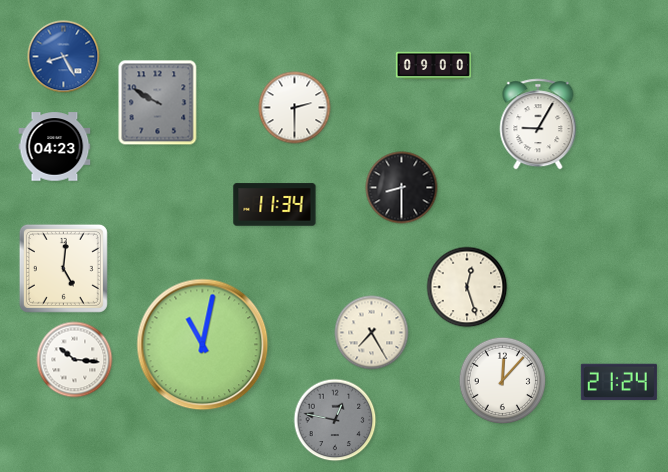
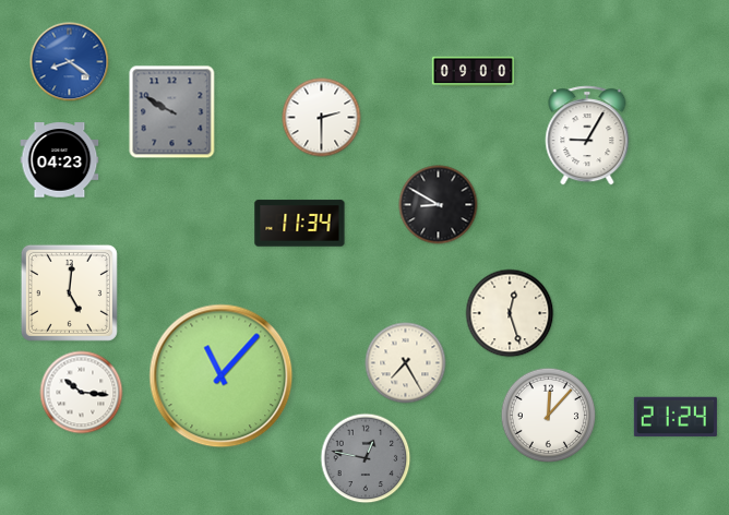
clock at (64, 57): 8:25 -> 8:21
clock at (402, 188): 8:30 -> 8:50
clock at (203, 345): 11:02 -> 11:07
